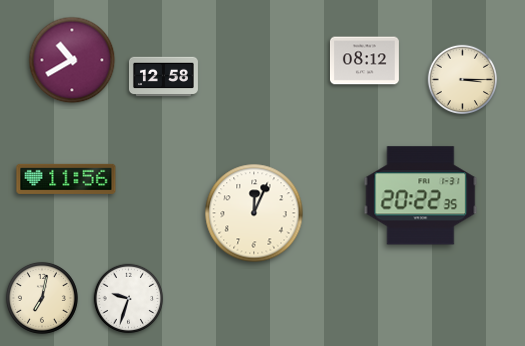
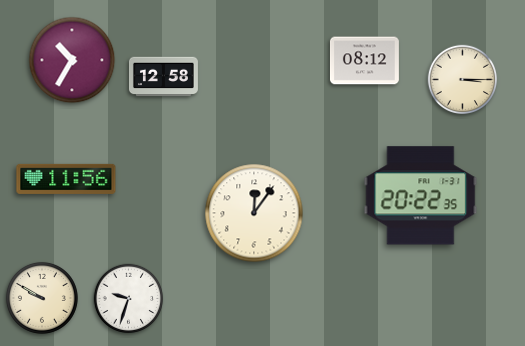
clock at (72, 60): 10:40 -> 10:35
clock at (254, 213): 12:04 -> 12:06
clock at (42, 298): 7:02 -> 9:50
